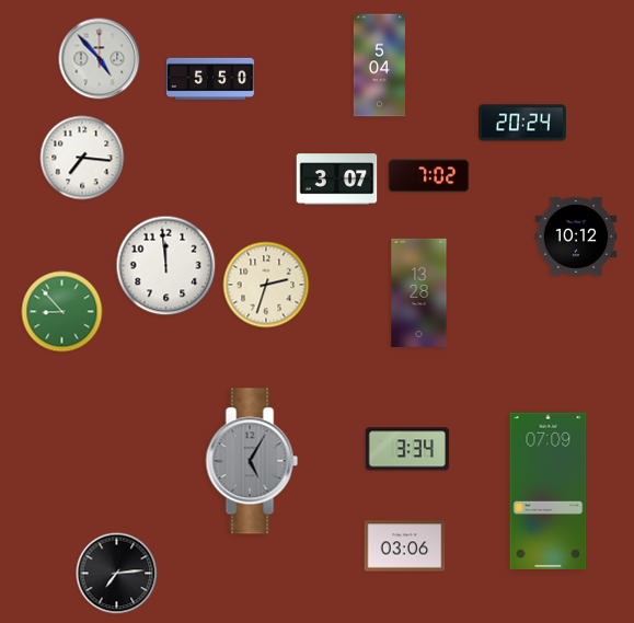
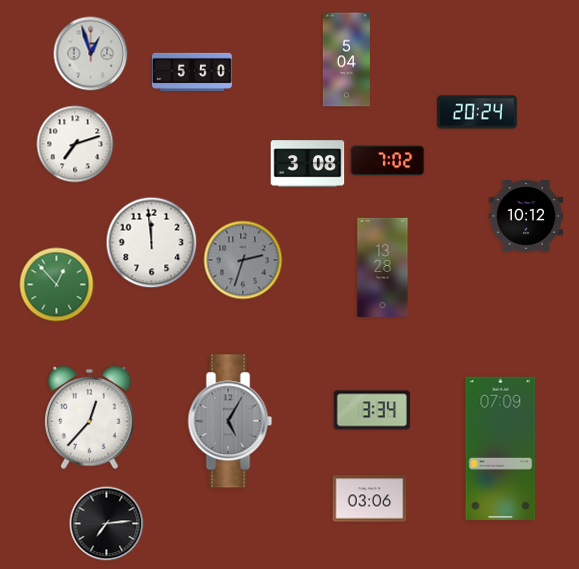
clock at (100, 59): 4:53 -> 12:57
clock at (82, 158): 7:16 -> 7:12
clock at (429, 176) position: (429, 176) -> (388, 161)
clock at (337, 180): 3:07 -> 3:08
clock at (266, 285) dial: cream -> grey
clock at (62, 312): 8:53 -> 12:53
clock at (90, 418): none -> 12:37
